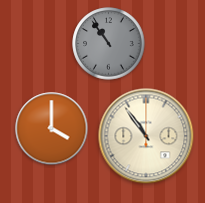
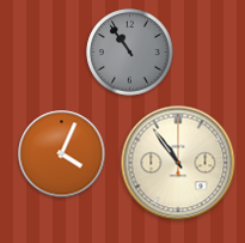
clock at (52, 129): 4:00 -> 4:04
clock at (146, 136) position: (146, 136) -> (178, 163)
